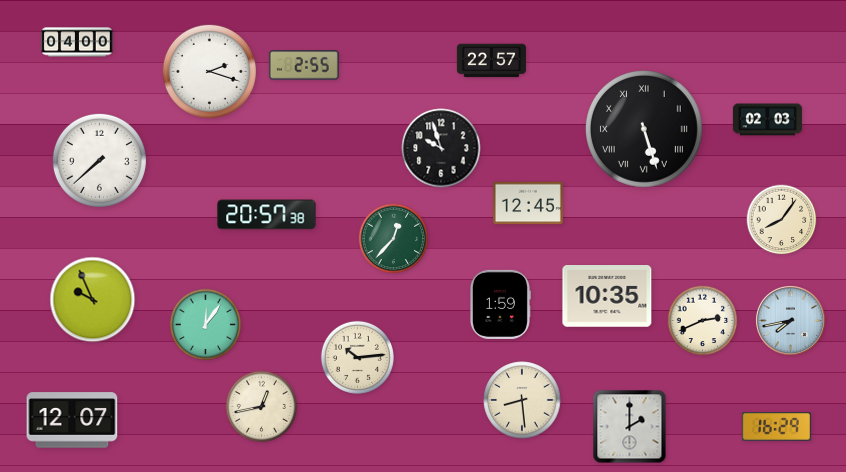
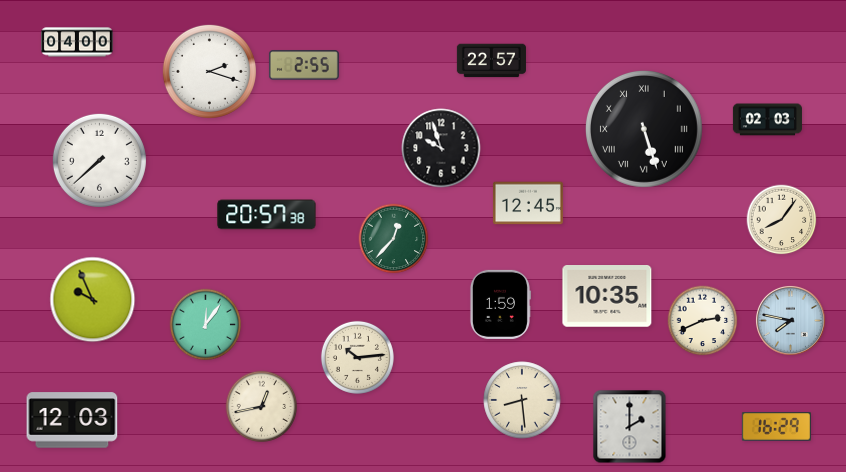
clock at (790, 320): 7:43 -> 7:47
clock at (72, 420): 12:07 -> 12:03
